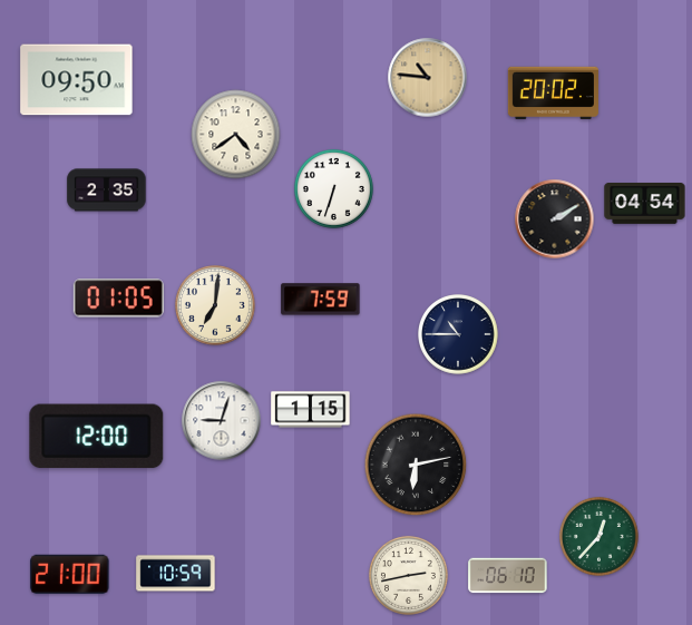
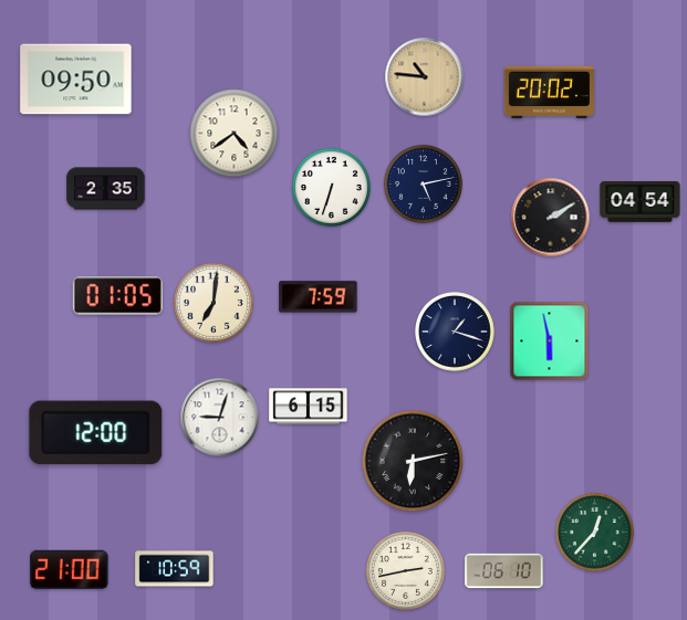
clock at (423, 183): none -> 5:13
clock at (459, 335): 10:45 -> 1:18
clock at (550, 341): none -> 5:58
clock at (311, 410): 1:15 -> 6:15
